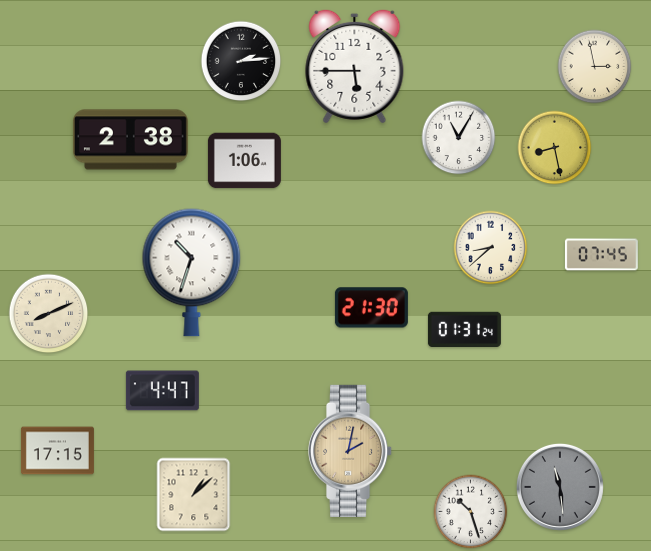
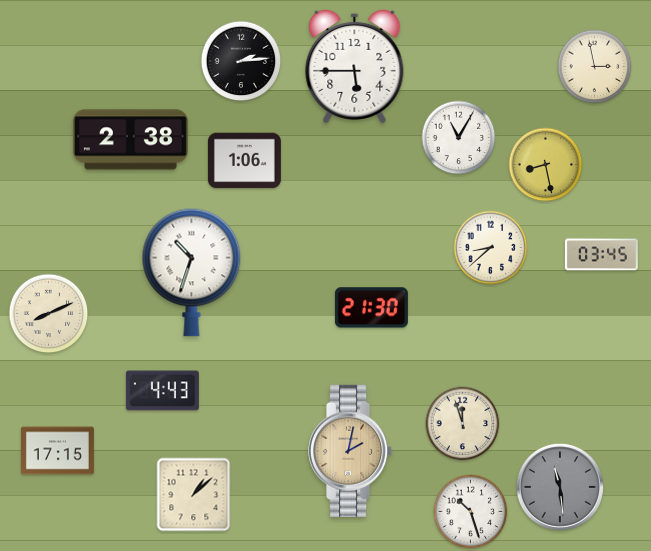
clock at (555, 148) position: (555, 148) -> (546, 165)
clock at (601, 255): 07:45 -> 03:45
clock at (464, 329): 01:31 -> none
clock at (162, 391): 4:47 -> 4:43
clock at (463, 424): none -> 11:57
